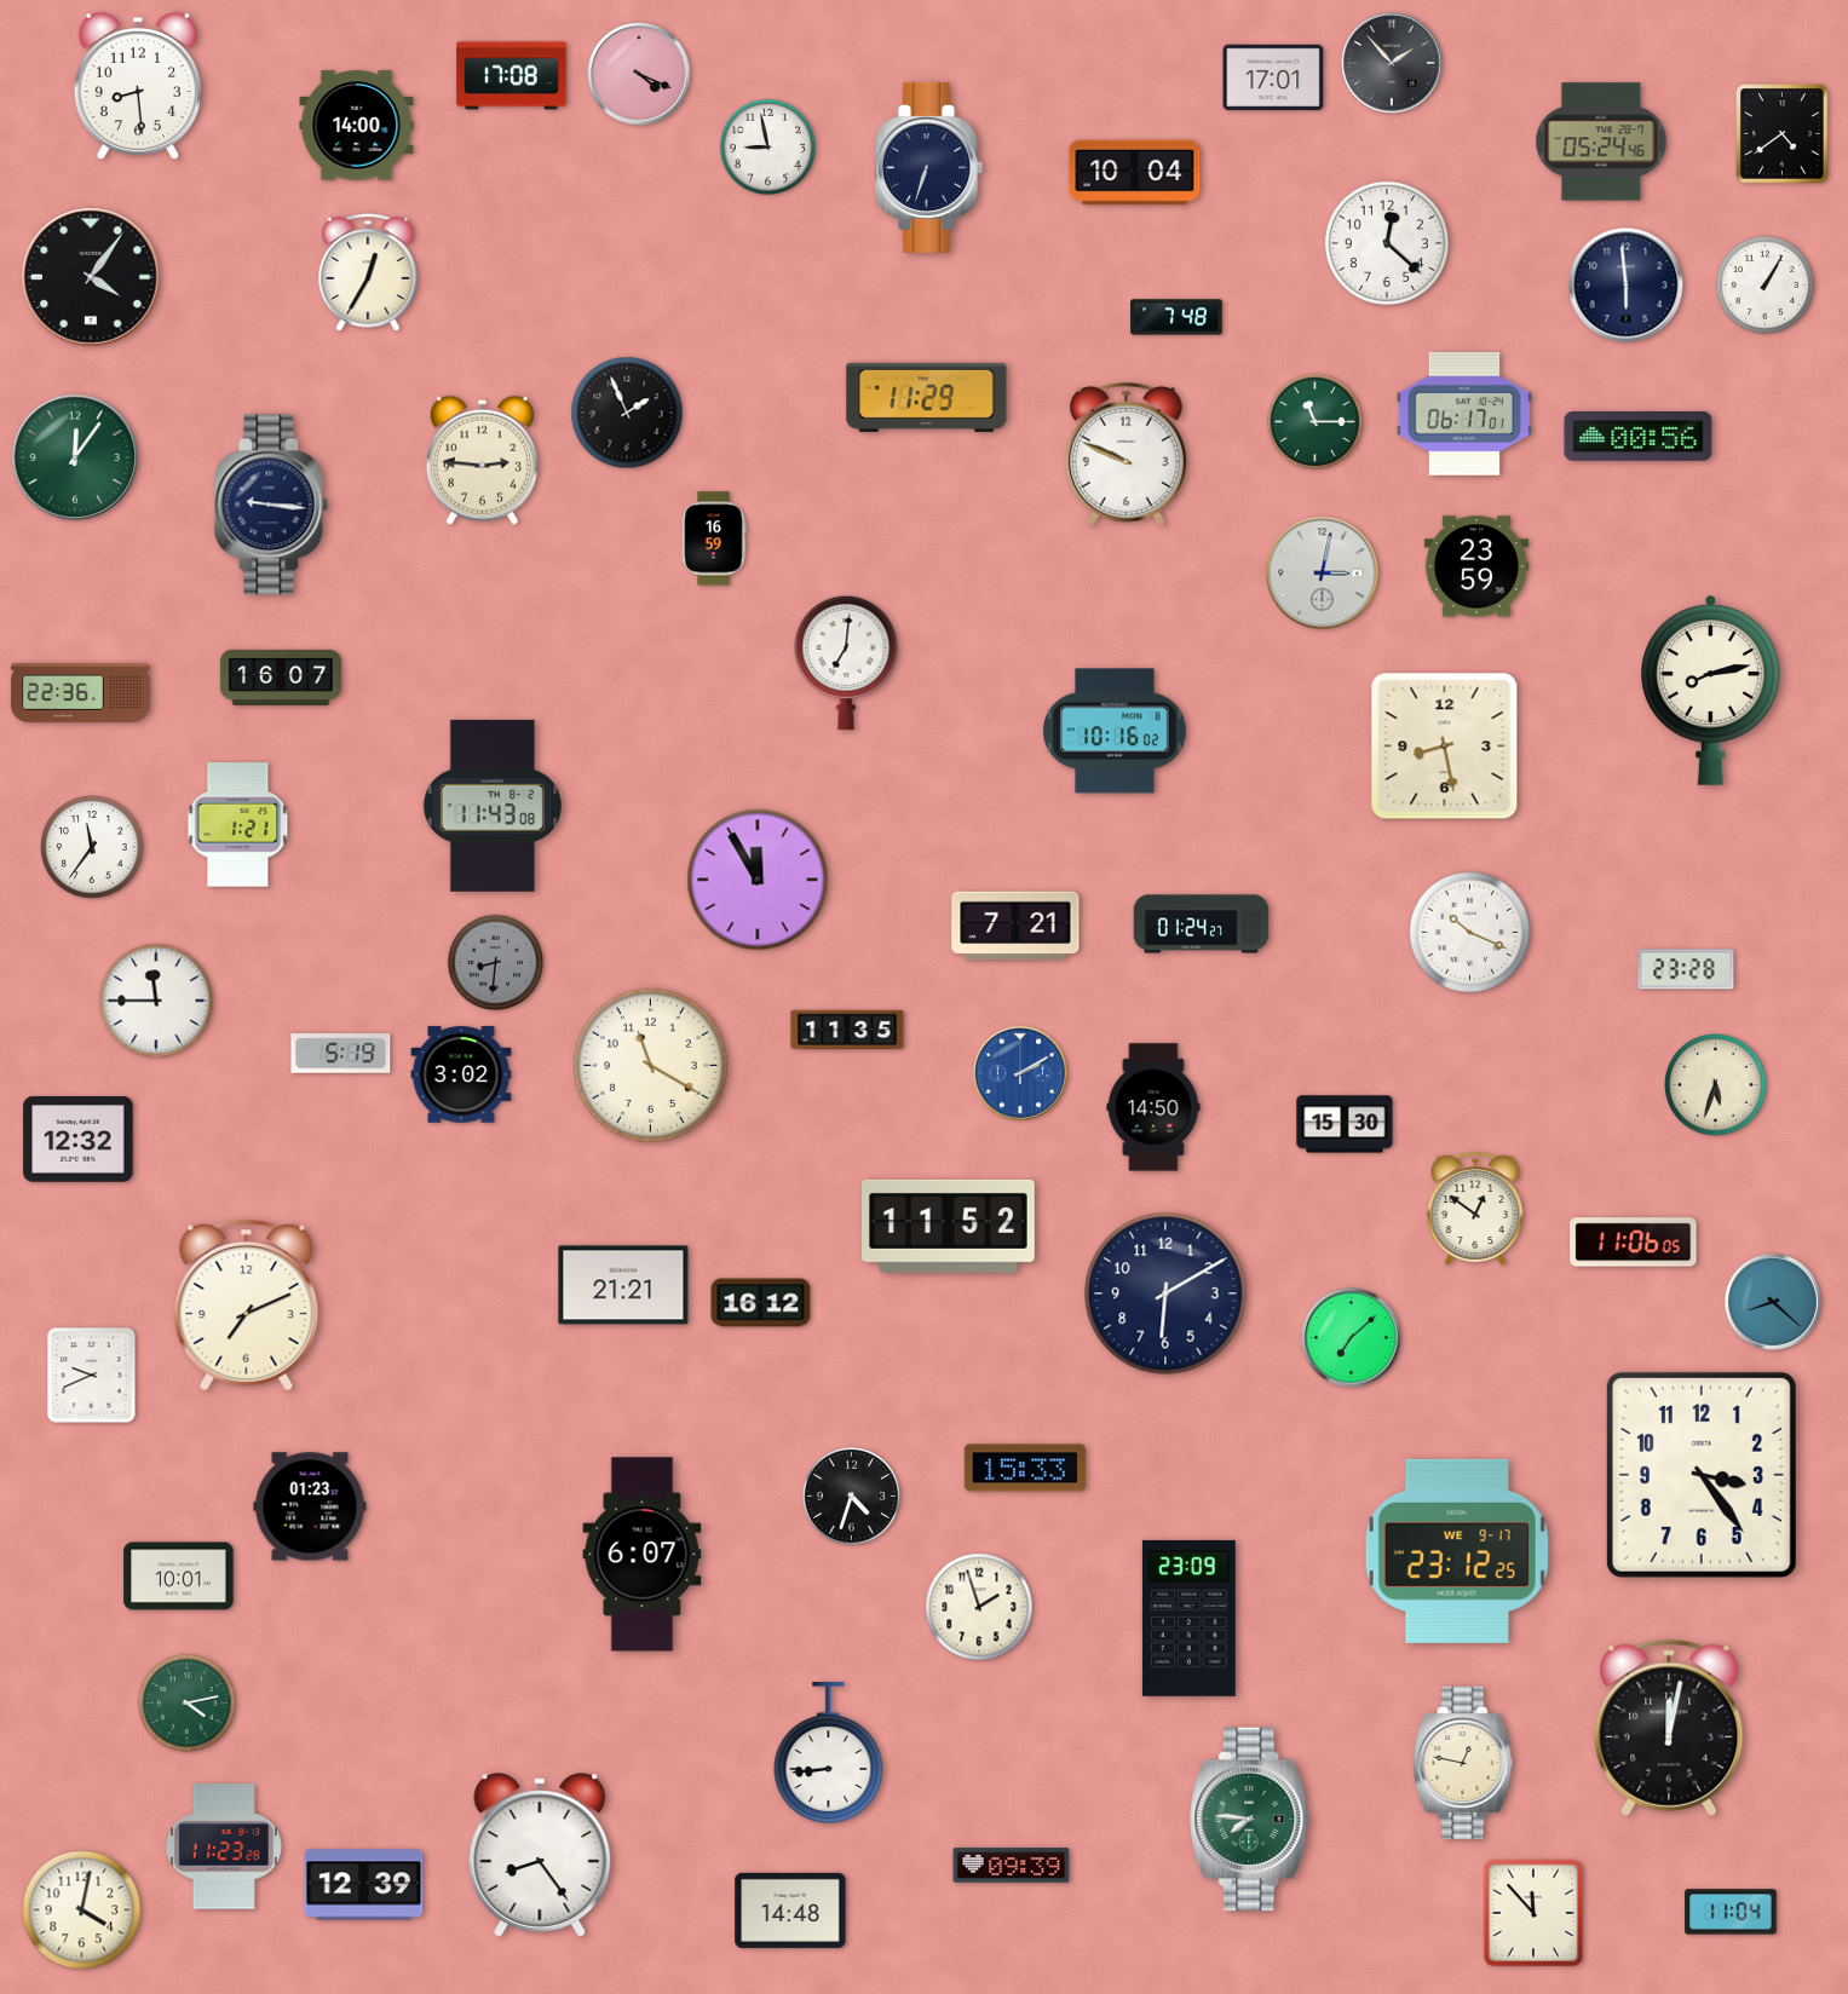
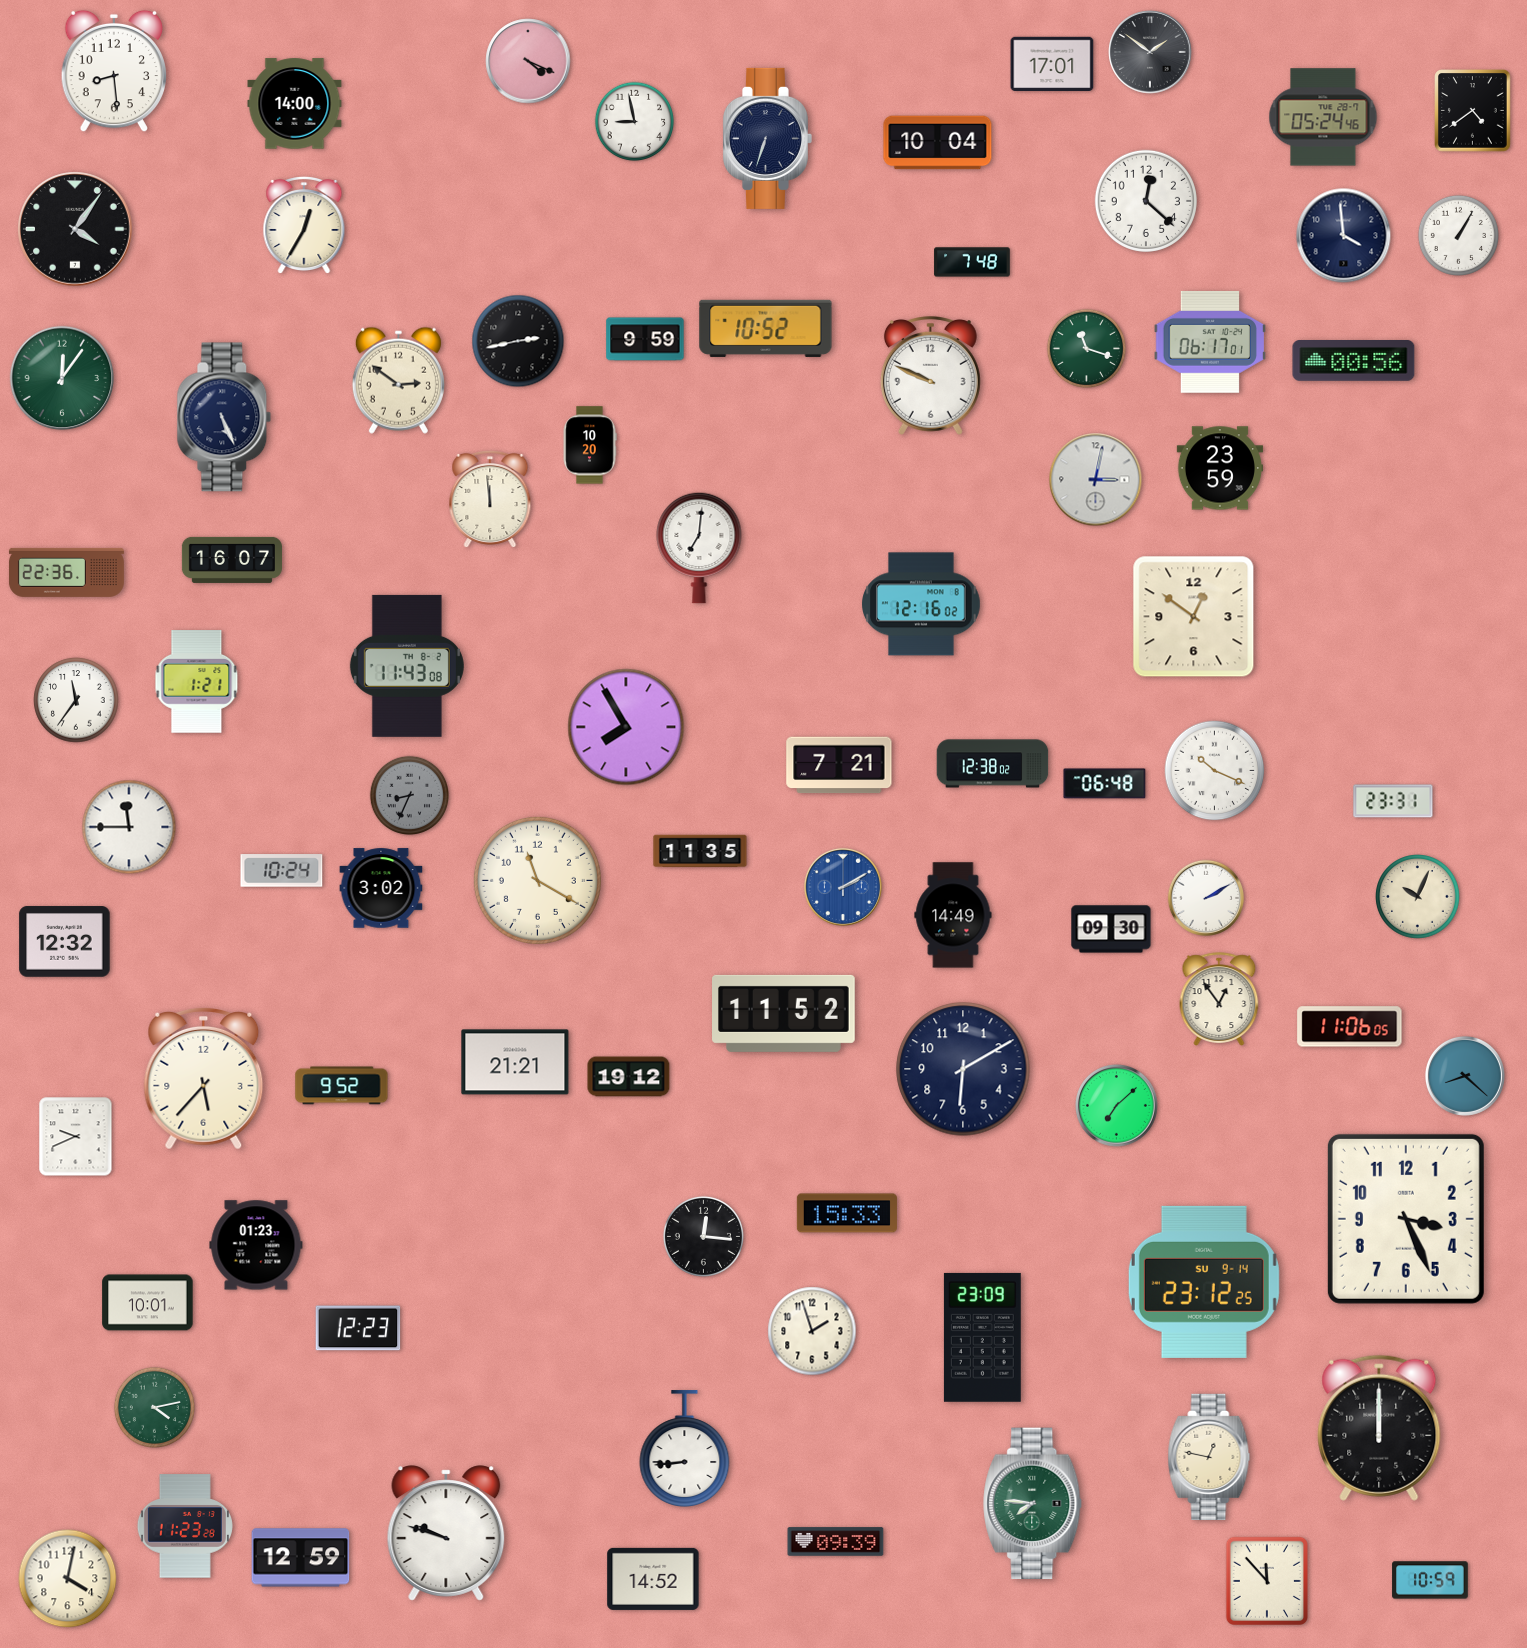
clock at (1392, 63): 1:53 -> 1:51
clock at (512, 76): 17:08 -> none
clock at (1627, 286): 5:59 -> 3:59
clock at (927, 397): 11:29 -> 10:52
clock at (645, 339): none -> 9:59
clock at (627, 413): 1:56 -> 2:43
clock at (1316, 422): 11:15 -> 11:18
clock at (482, 460): 2:46 -> 2:51
clock at (271, 505): 9:16 -> 5:26
clock at (714, 538): 16:59 -> 10:20
clock at (1323, 574) position: (1323, 574) -> (1096, 480)
clock at (490, 498): none -> 11:59
clock at (1711, 690): 8:13 -> none
clock at (1115, 731): 10:16 -> 12:16
clock at (1445, 747): 8:28 -> 12:51
clock at (758, 880): 11:55 -> 7:55
clock at (1202, 924): 01:24 -> 12:38
clock at (1105, 784): none -> 06:48
clock at (496, 963): 8:31 -> 8:34
clock at (1686, 969): 23:28 -> 23:31
clock at (341, 1054): 5:19 -> 10:24
clock at (1205, 897): none -> 2:10
clock at (1716, 1085): 5:33 -> 10:04
clock at (1153, 1107): 14:50 -> 14:49
clock at (1345, 1124): 15:30 -> 09:30
clock at (1475, 1209): 12:51 -> 12:54
clock at (761, 1303): 16:12 -> 19:12
clock at (247, 1304): 7:11 -> 5:37
clock at (342, 1086): none -> 9:52
clock at (1702, 1475): 3:24 -> 3:26
clock at (851, 1495): 4:33 -> 12:16
clock at (1457, 1551) date: WE 9-17 -> SU 9-14
clock at (643, 1555): 6:07 -> none
clock at (358, 1328): none -> 12:23
clock at (979, 1607) position: (979, 1607) -> (812, 1331)
clock at (1669, 1728): 12:02 -> 12:00
clock at (540, 1855): 8:24 -> 9:48
clock at (364, 1885): 12:39 -> 12:59
clock at (790, 1911): 14:48 -> 14:52
clock at (1731, 1912): 11:04 -> 10:59
